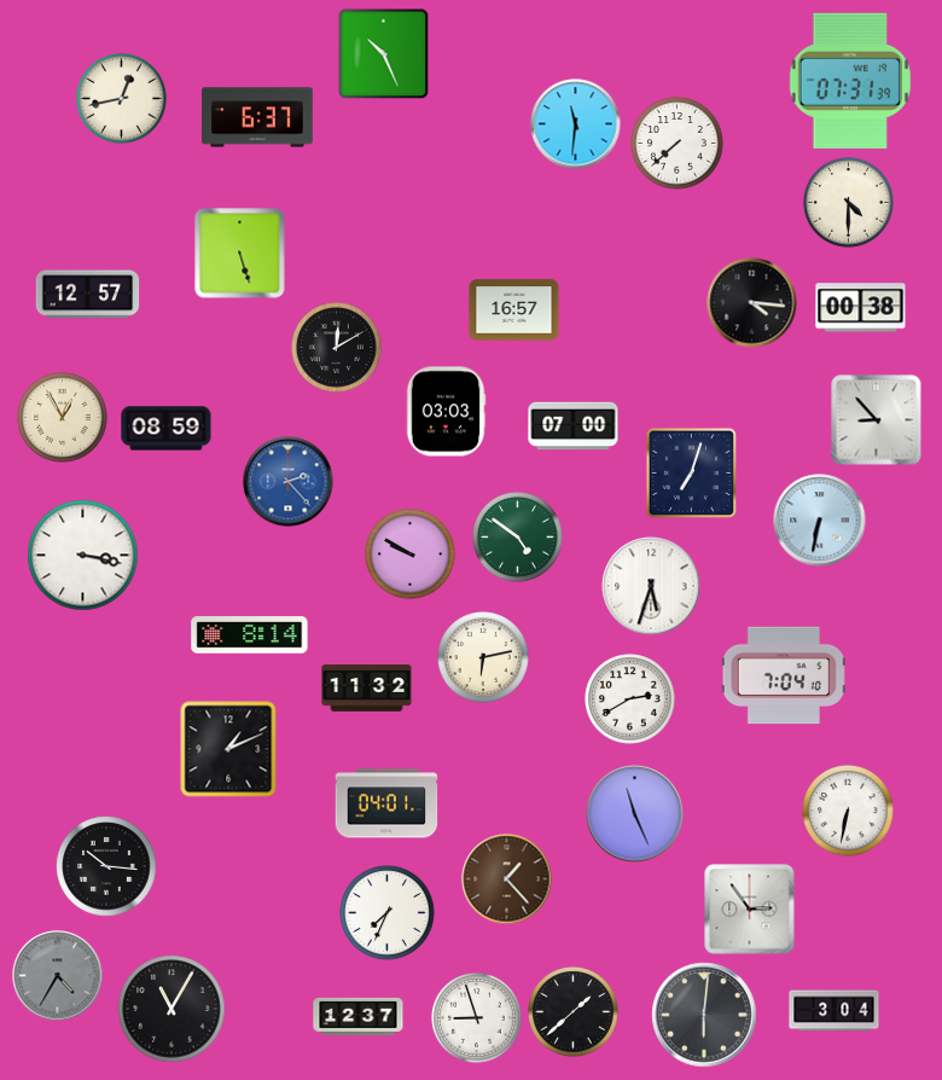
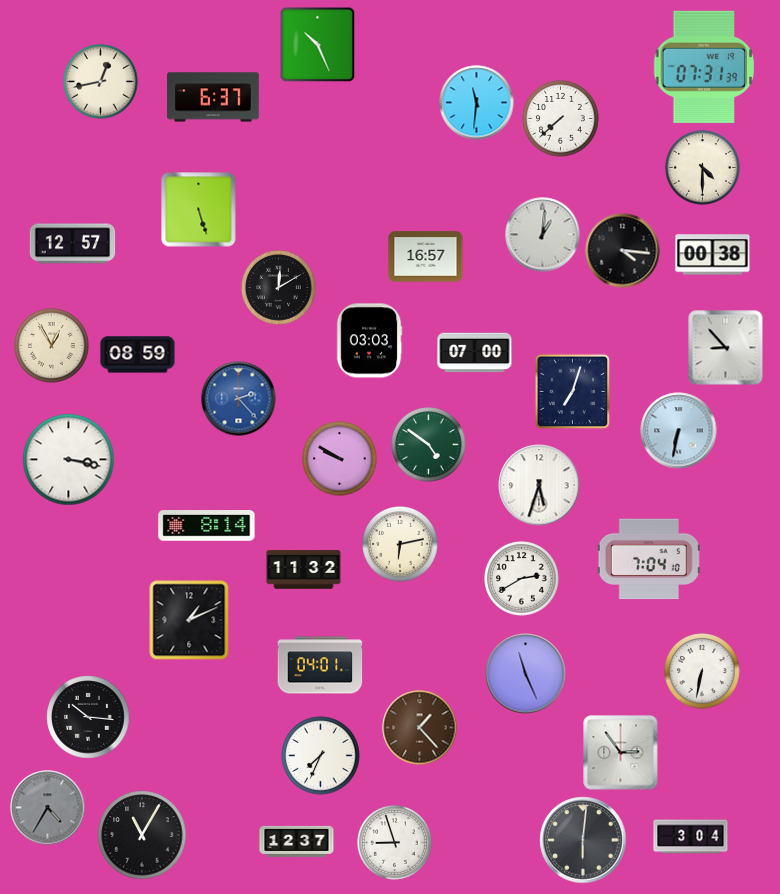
clock at (543, 235): none -> 1:01
clock at (574, 1012): 1:38 -> none
